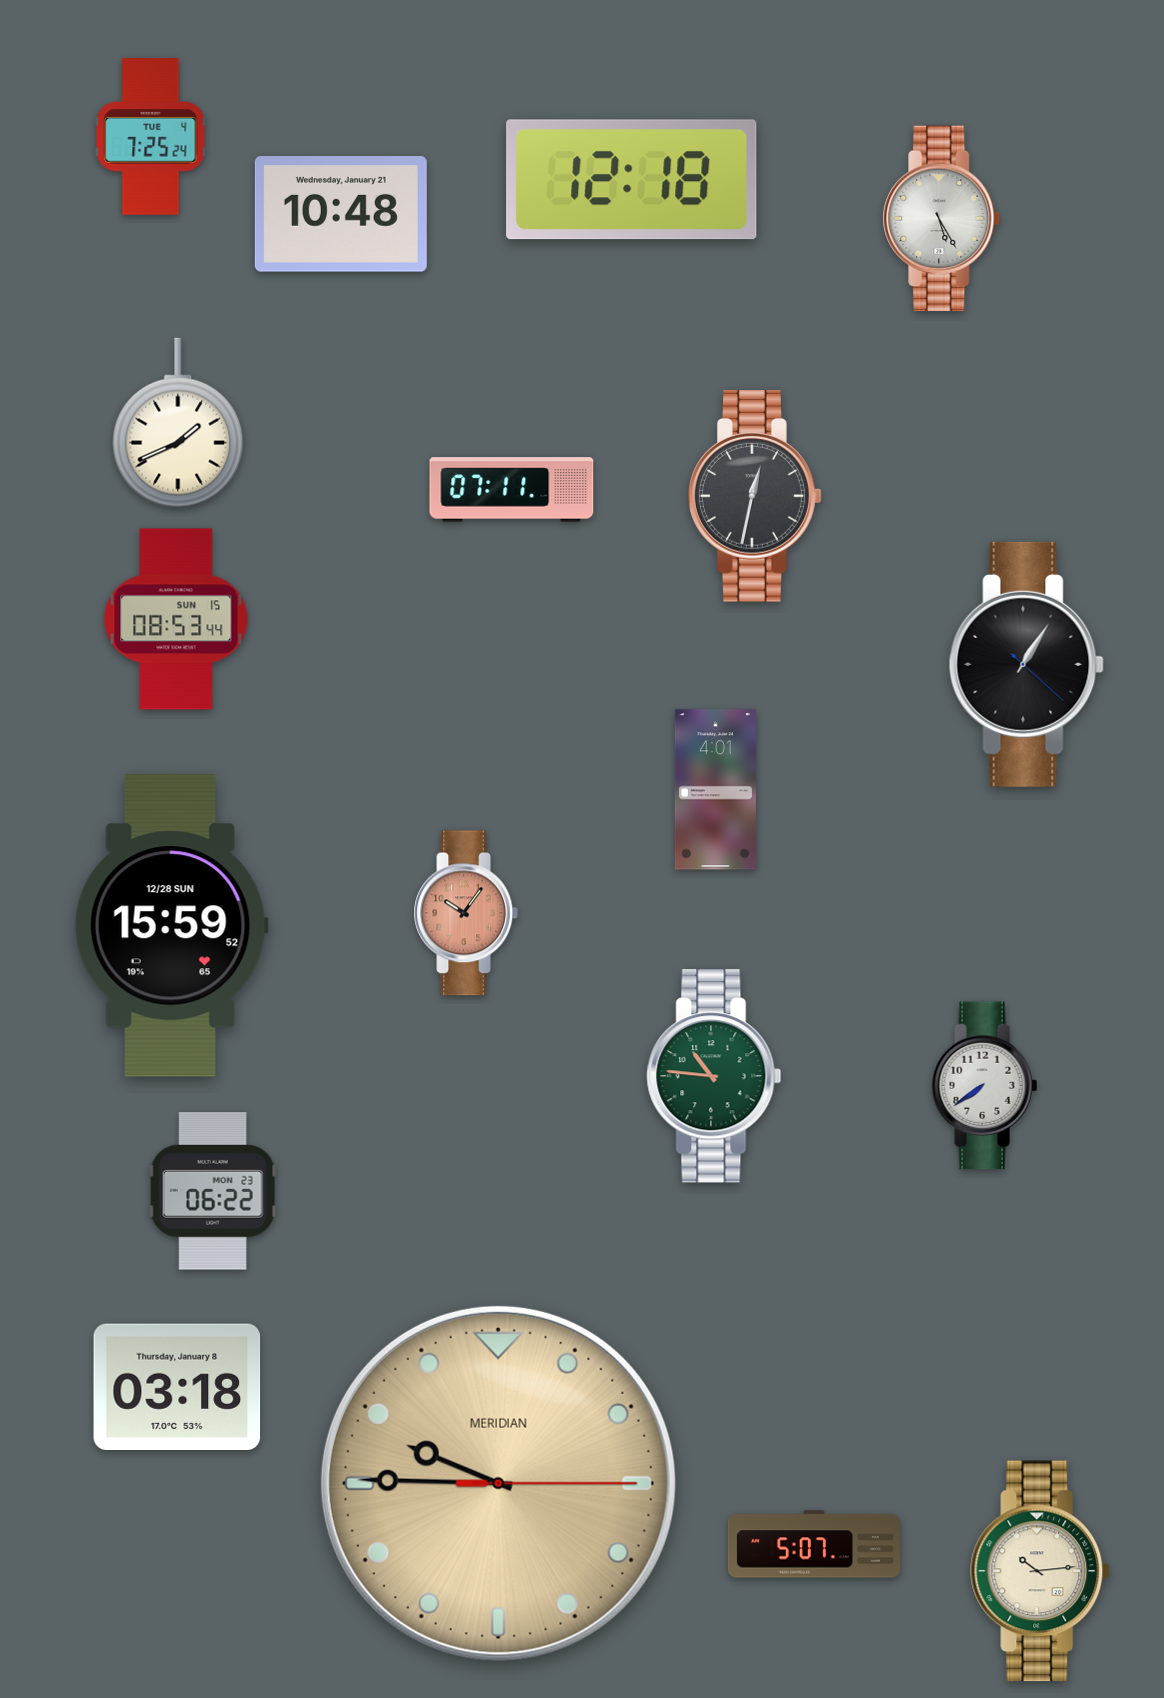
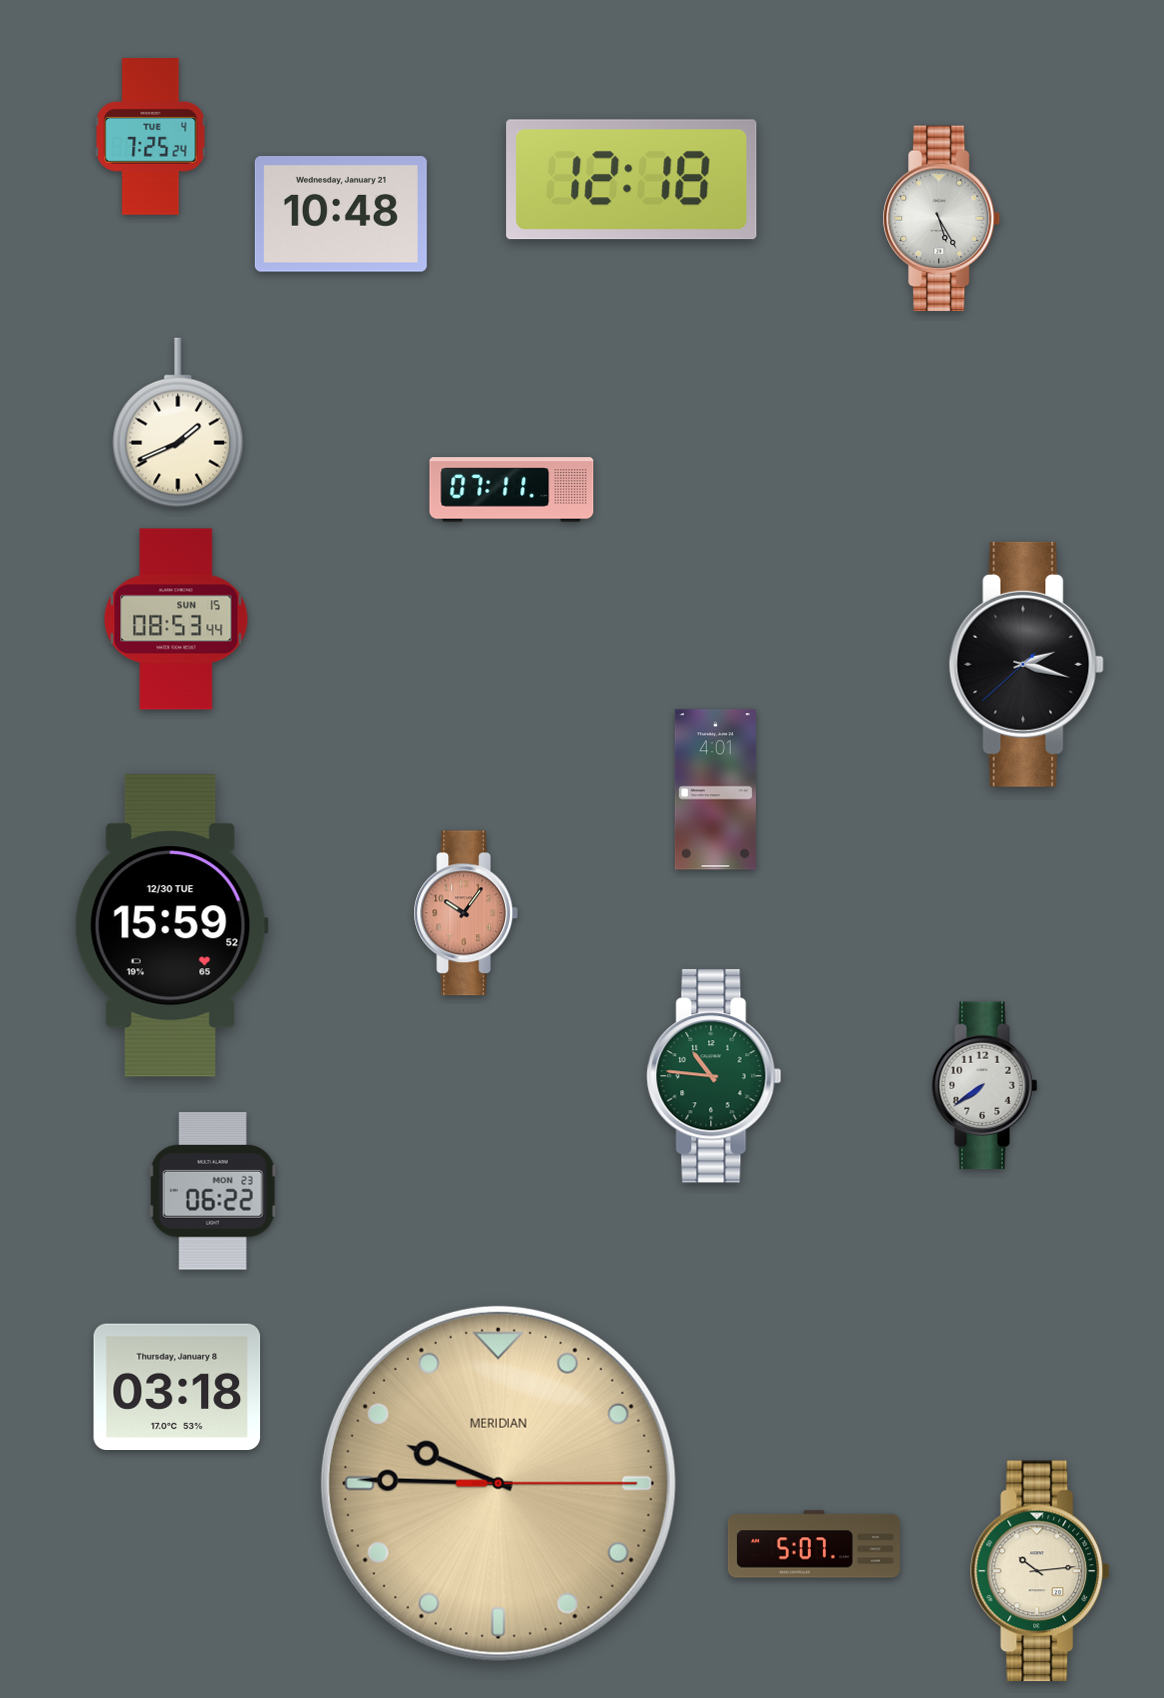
clock at (755, 496): 12:32 -> none
clock at (1026, 664): 1:05 -> 2:17
clock at (171, 926) date: 12/28 SUN -> 12/30 TUE
